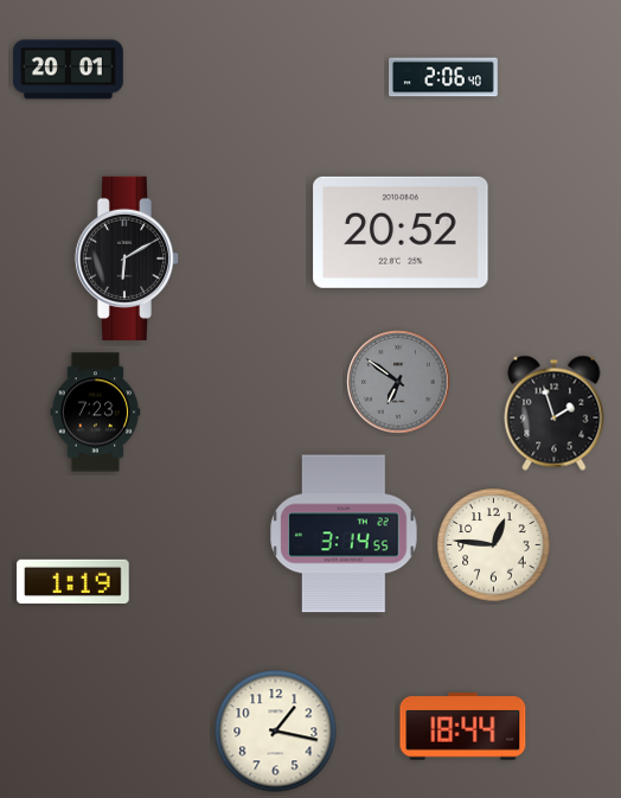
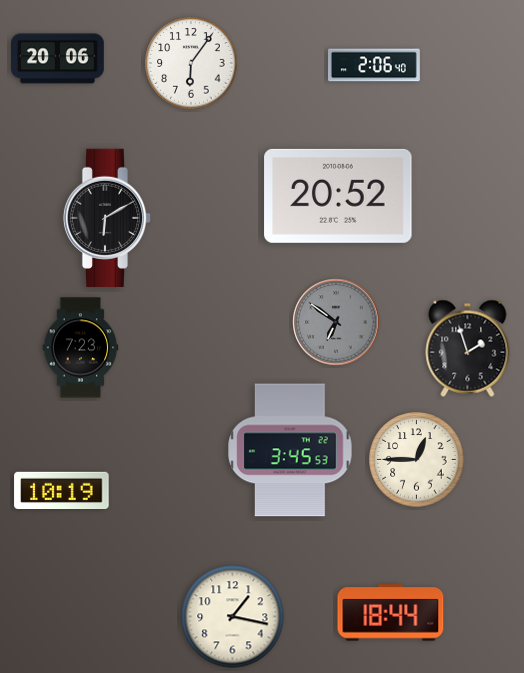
clock at (69, 70): 20:01 -> 20:06
clock at (191, 63): none -> 6:06
clock at (344, 534): 3:14 -> 3:45
clock at (494, 545): 12:46 -> 12:45
clock at (73, 581): 1:19 -> 10:19
